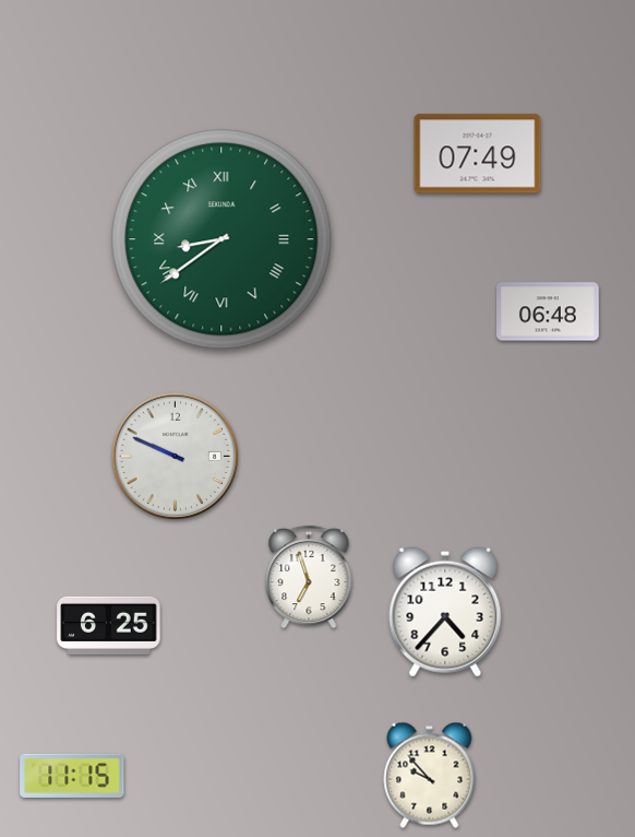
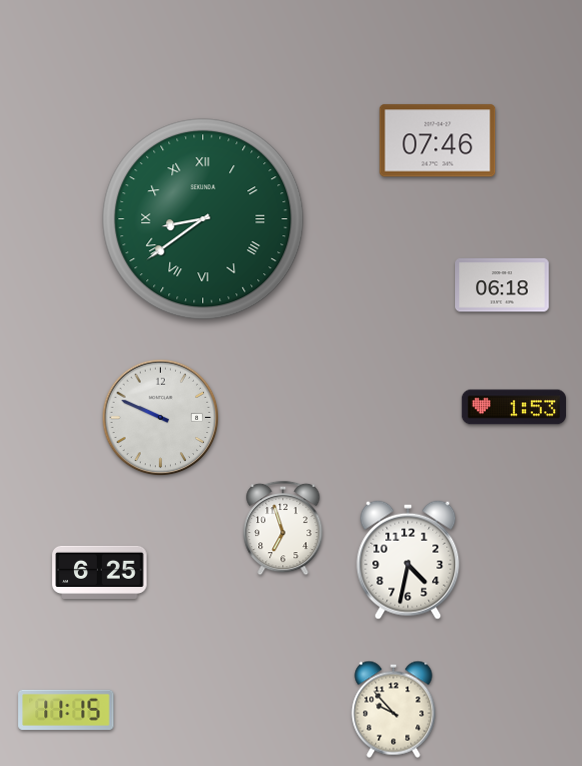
clock at (478, 154): 07:49 -> 07:46
clock at (548, 311): 06:48 -> 06:18
clock at (513, 407): none -> 1:53
clock at (445, 612): 4:37 -> 4:32
